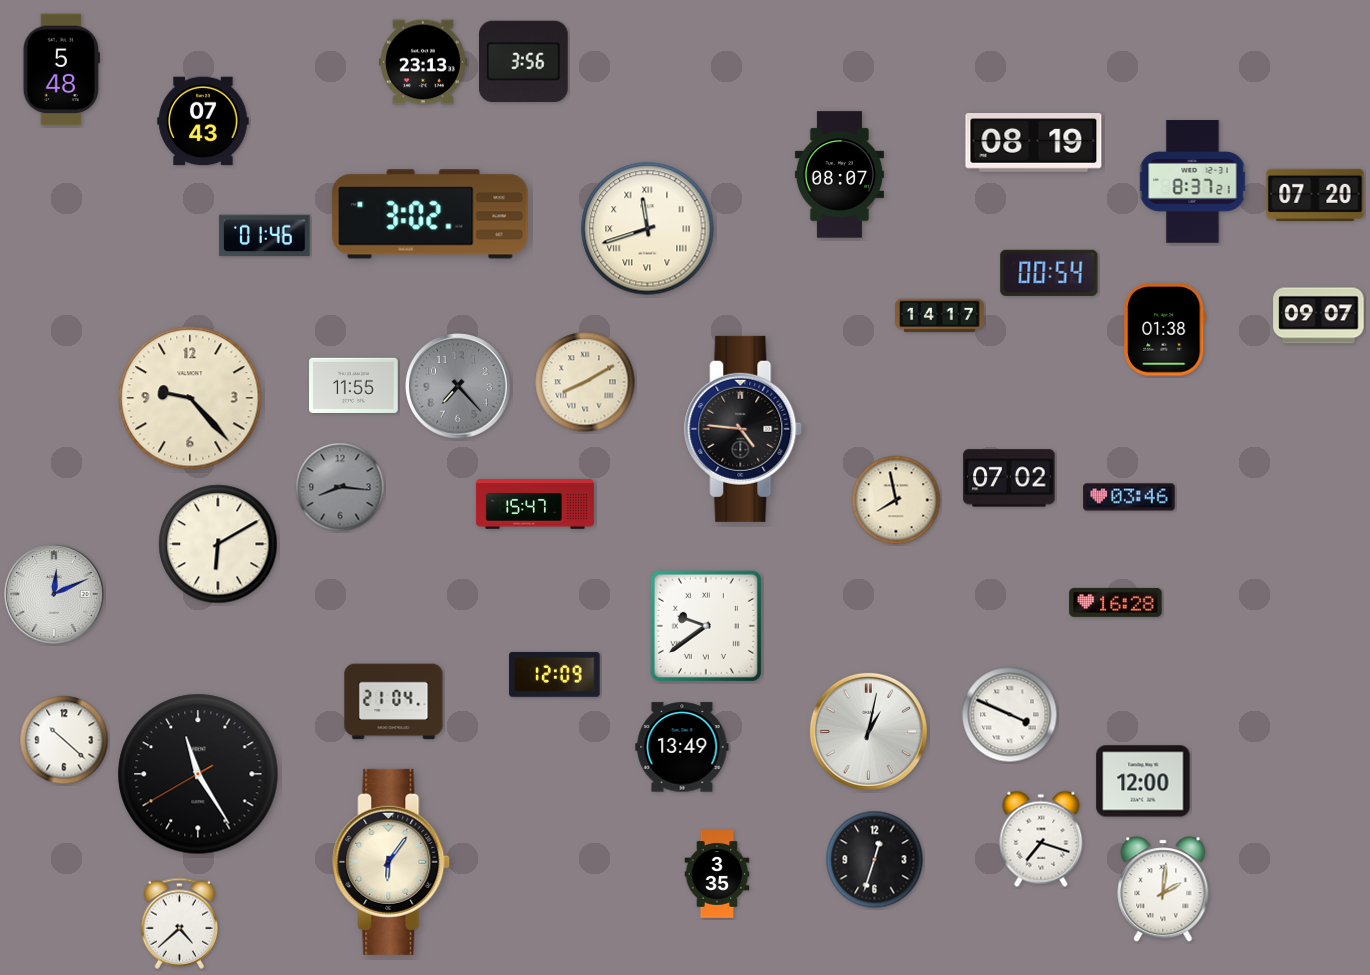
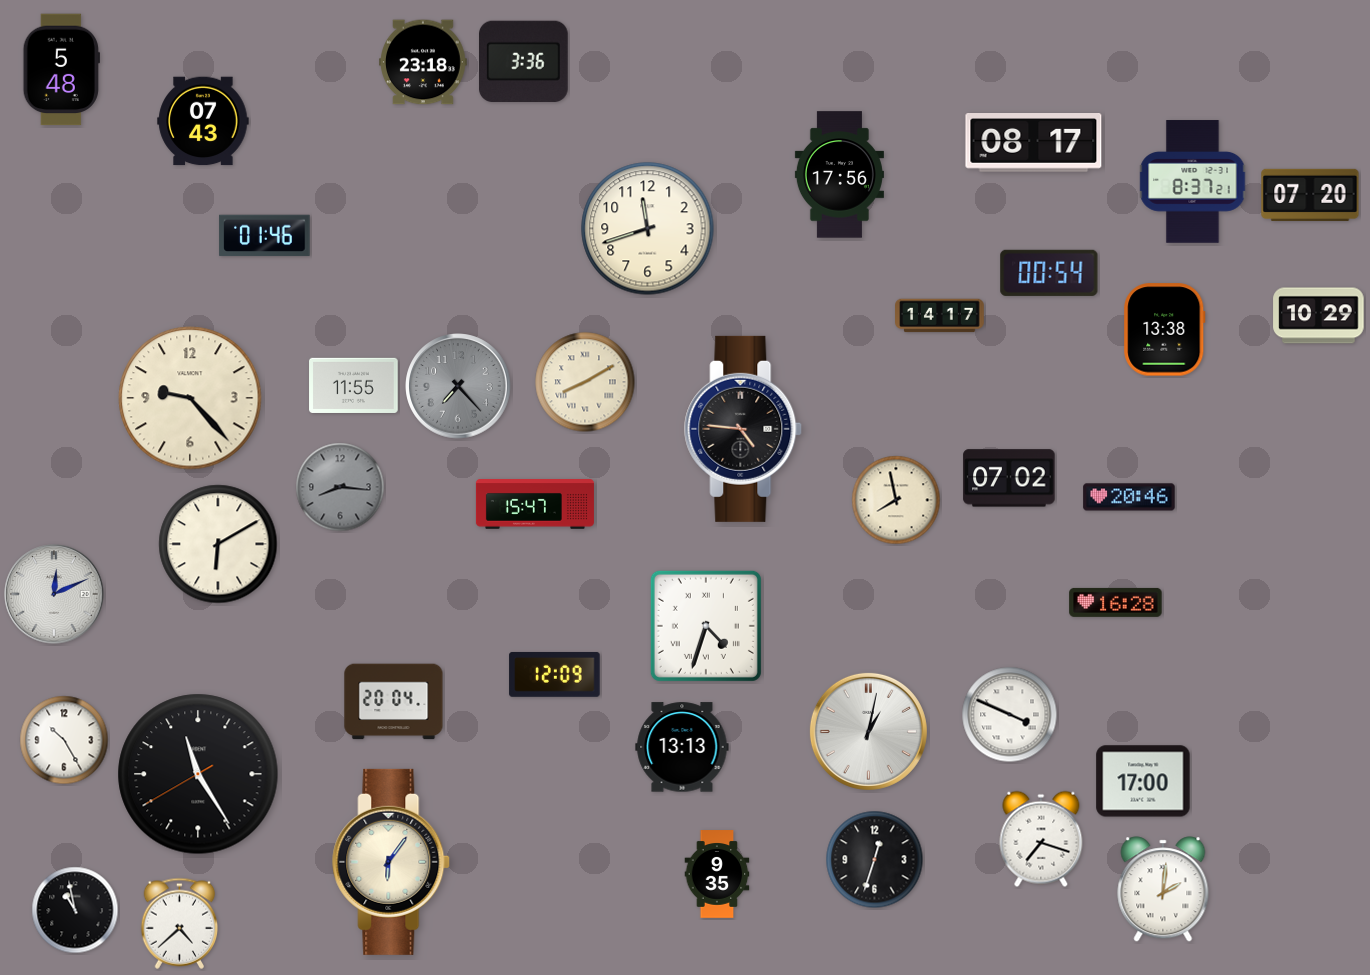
clock at (524, 61): 3:56 -> 3:36
clock at (424, 62): 23:13 -> 23:18
clock at (1034, 143): 08:19 -> 08:17
clock at (839, 175): 08:07 -> 17:56
clock at (1315, 195) position: (1315, 195) -> (1310, 195)
clock at (430, 214): 3:02 -> none
clock at (648, 229) numerals: Roman -> Arabic
clock at (1319, 316): 09:07 -> 10:29
clock at (1165, 330): 01:38 -> 13:38
clock at (1129, 497): 03:46 -> 20:46
clock at (706, 626): 9:39 -> 4:33
clock at (394, 702): 21:04 -> 20:04
clock at (64, 740): 10:22 -> 10:25
clock at (682, 747): 13:49 -> 13:13
clock at (1143, 781): 12:00 -> 17:00
clock at (717, 874): 3:35 -> 9:35
clock at (75, 910): none -> 10:58
